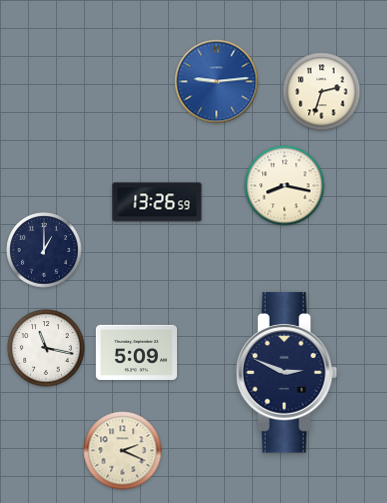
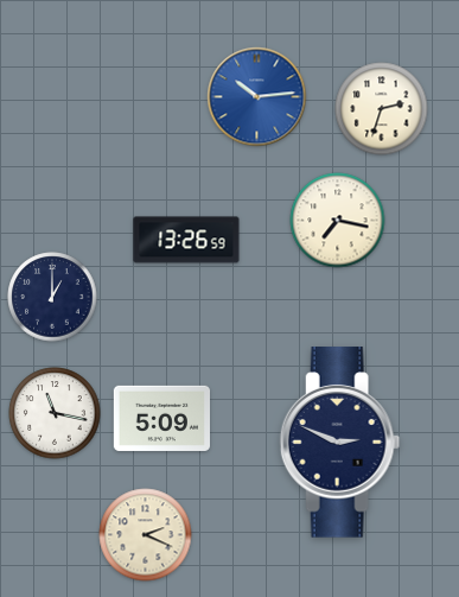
clock at (217, 82): 9:14 -> 10:14
clock at (285, 186): 8:17 -> 7:17
